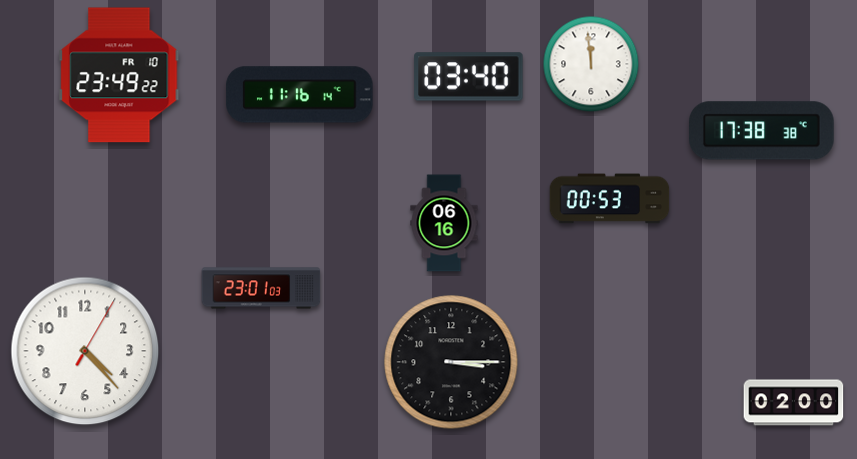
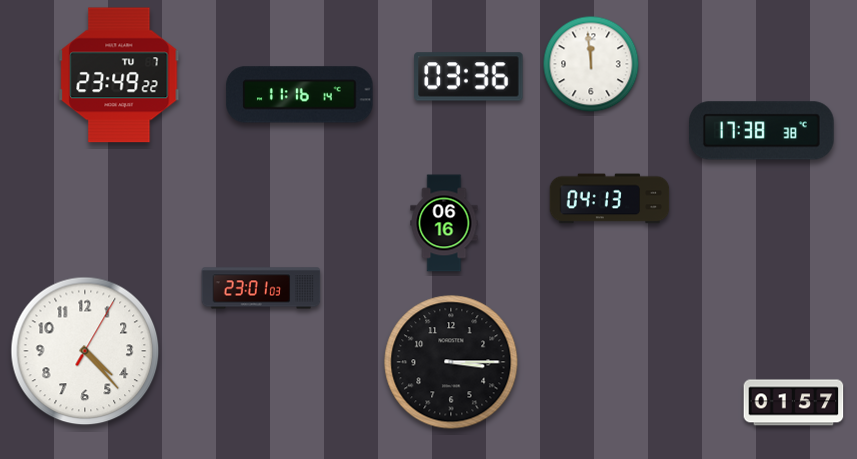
clock at (119, 75) date: FR 10 -> TU 7
clock at (469, 77): 03:40 -> 03:36
clock at (610, 199): 00:53 -> 04:13
clock at (794, 403): 02:00 -> 01:57
